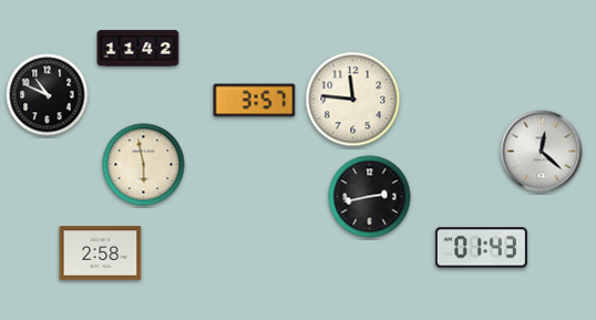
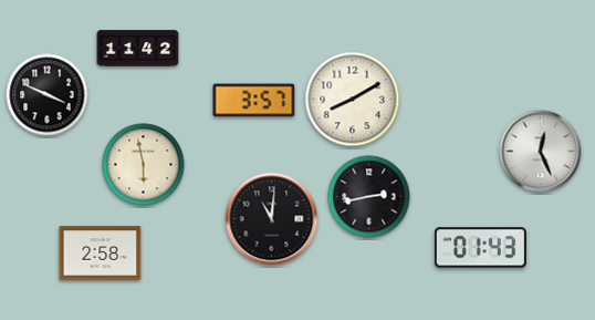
clock at (48, 95): 10:49 -> 3:49
clock at (353, 100): 11:46 -> 8:10
clock at (542, 152): 12:22 -> 12:26
clock at (272, 219): none -> 11:01
